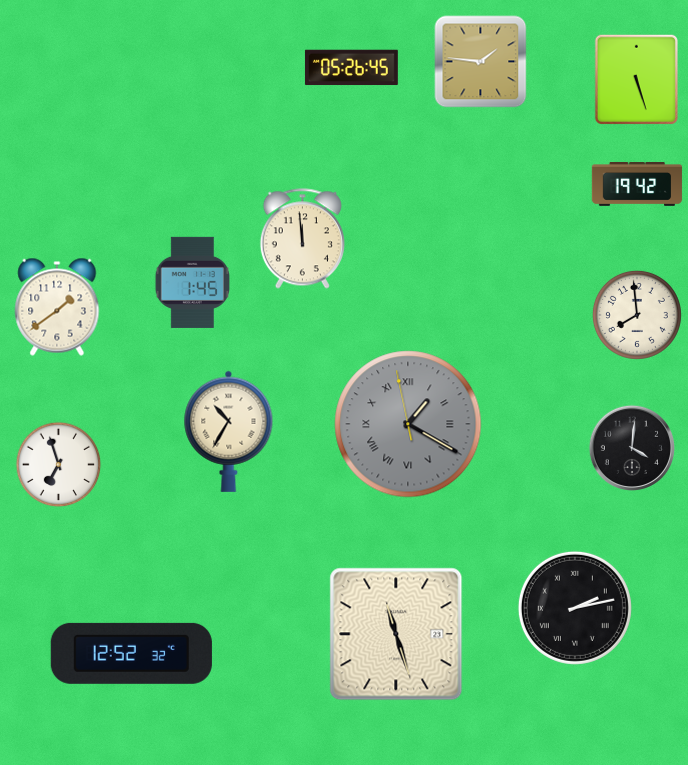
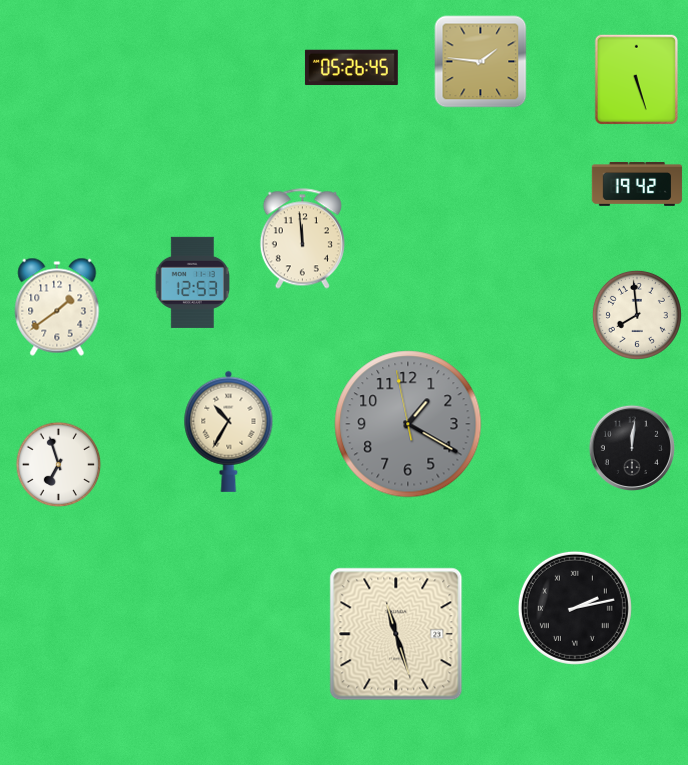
clock at (192, 282): 1:45 -> 12:53
clock at (408, 424) numerals: Roman -> Arabic
clock at (632, 448): 4:01 -> 12:01
clock at (131, 653): 12:52 -> none
